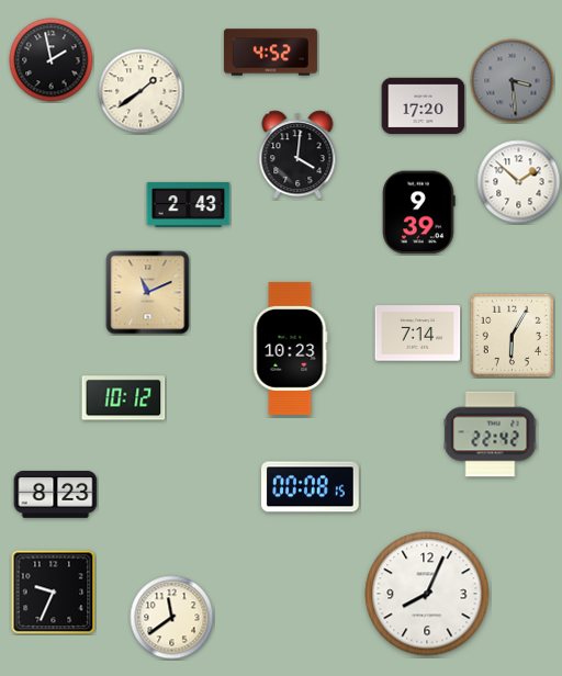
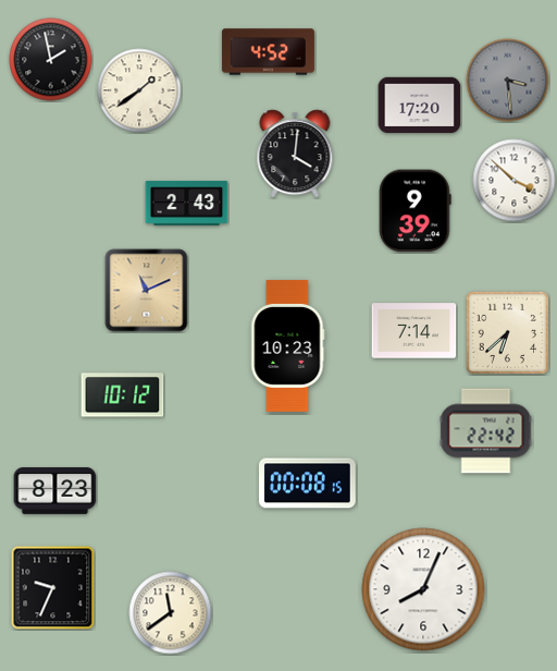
clock at (519, 182): 1:52 -> 3:52
clock at (512, 335): 6:05 -> 6:38
